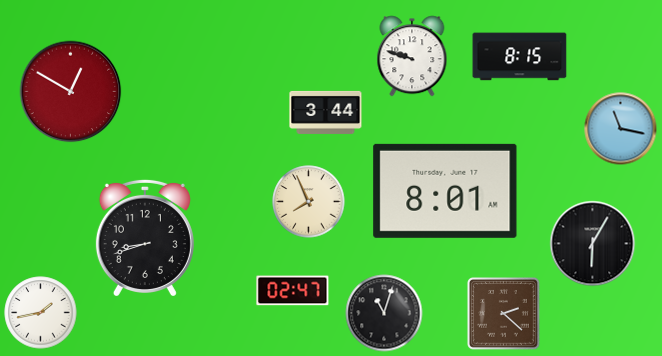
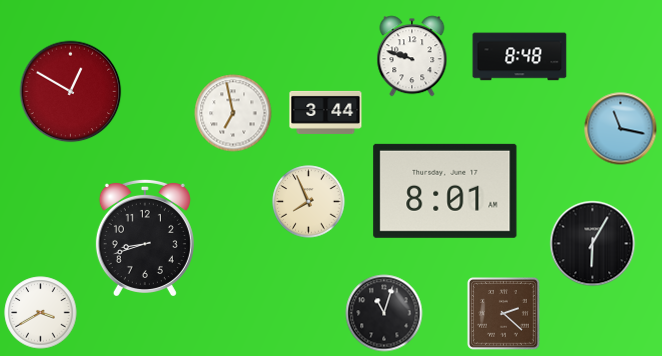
clock at (520, 57): 8:15 -> 8:48
clock at (233, 113): none -> 6:58
clock at (293, 291): 02:47 -> none
clock at (41, 313): 1:43 -> 3:40
